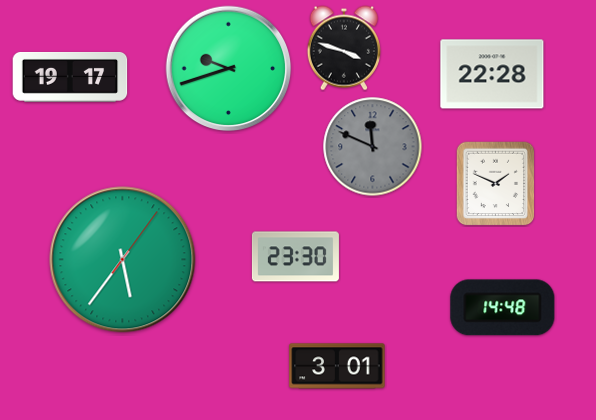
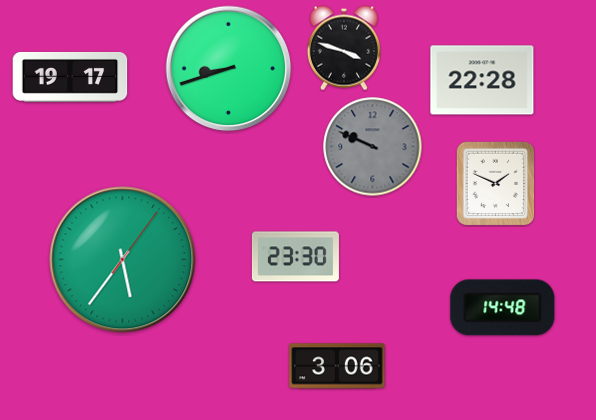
clock at (229, 69): 9:42 -> 8:42
clock at (492, 74) position: (492, 74) -> (482, 80)
clock at (373, 147): 11:49 -> 9:49
clock at (337, 366): 3:01 -> 3:06
